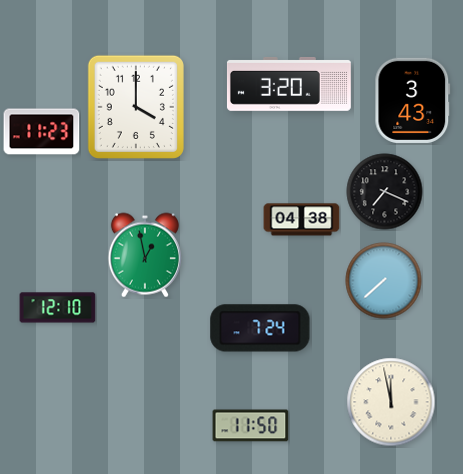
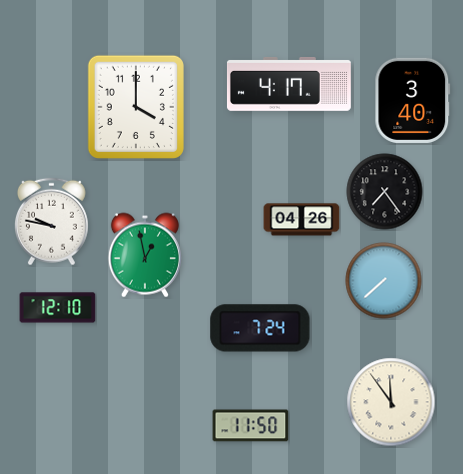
clock at (289, 84): 3:20 -> 4:17
clock at (413, 100): 3:43 -> 3:40
clock at (42, 132): 11:23 -> none
clock at (385, 192): 7:19 -> 7:24
clock at (302, 220): 04:38 -> 04:26
clock at (51, 222): none -> 9:47
clock at (391, 402): 11:58 -> 11:54
